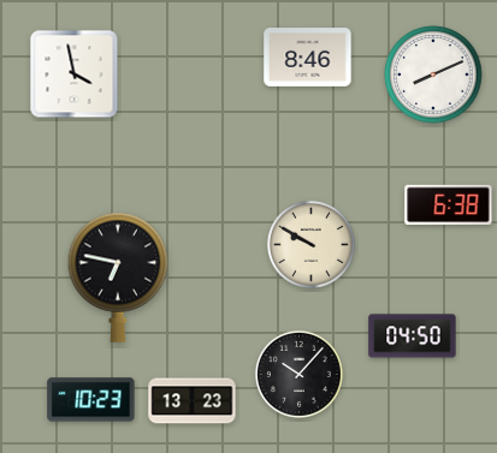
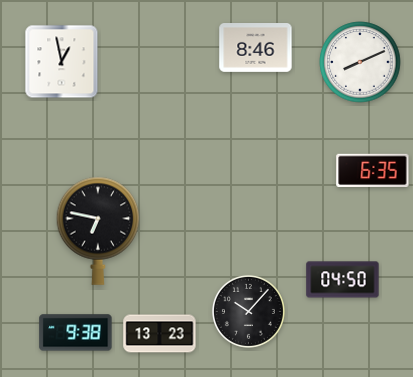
clock at (75, 74): 3:58 -> 12:58
clock at (449, 204): 6:38 -> 6:35
clock at (310, 244): 9:50 -> none
clock at (91, 400): 10:23 -> 9:38
